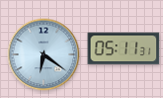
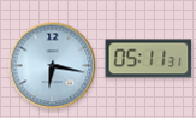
clock at (44, 55): 6:21 -> 6:17
